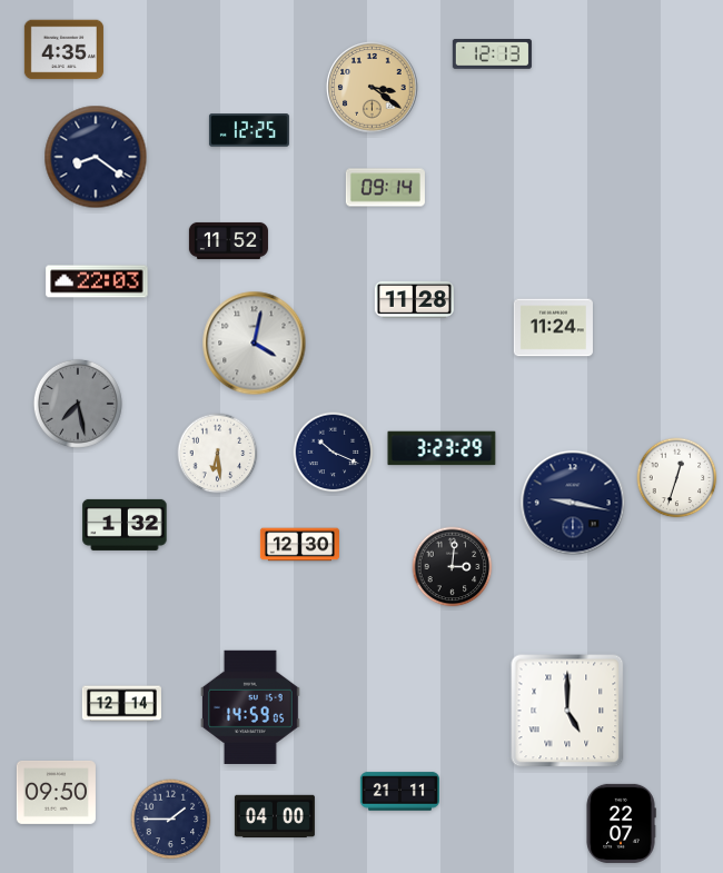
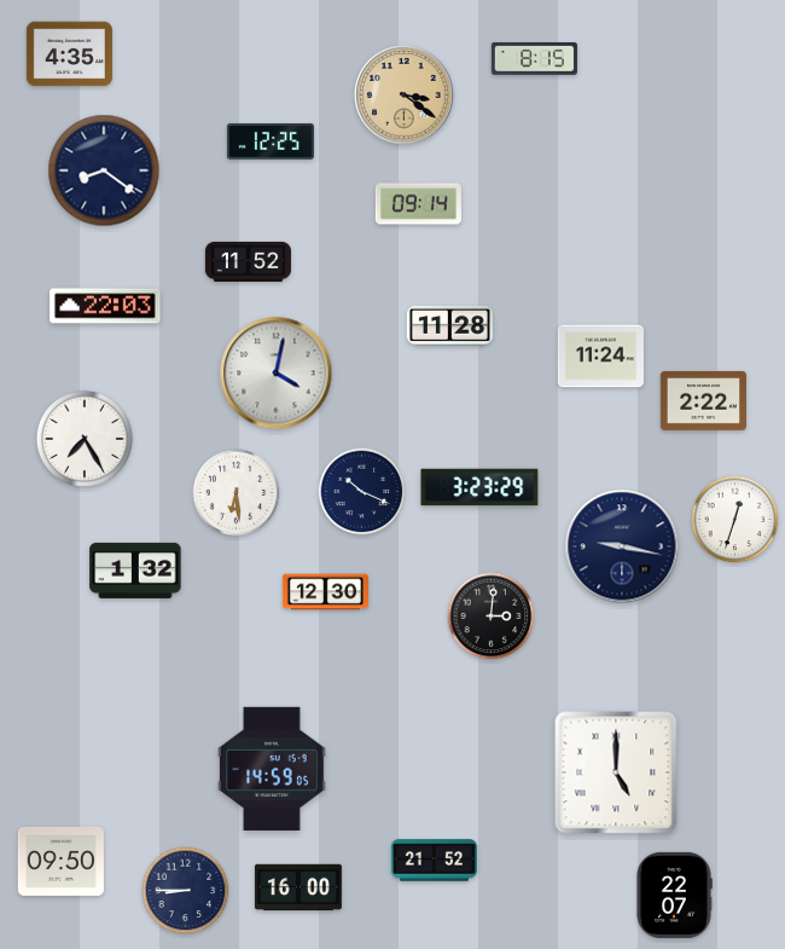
clock at (492, 54): 12:13 -> 8:15
clock at (703, 400): none -> 2:22
clock at (78, 404): 7:28 -> 7:25
clock at (78, 404) dial: grey -> white
clock at (121, 704): 12:14 -> none
clock at (399, 792): 21:11 -> 21:52
clock at (275, 816): 04:00 -> 16:00
clock at (171, 820): 1:45 -> 8:45
